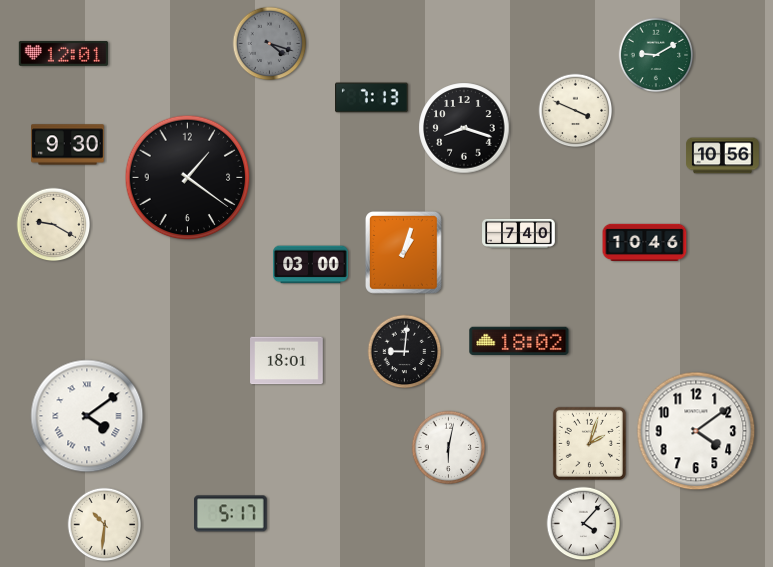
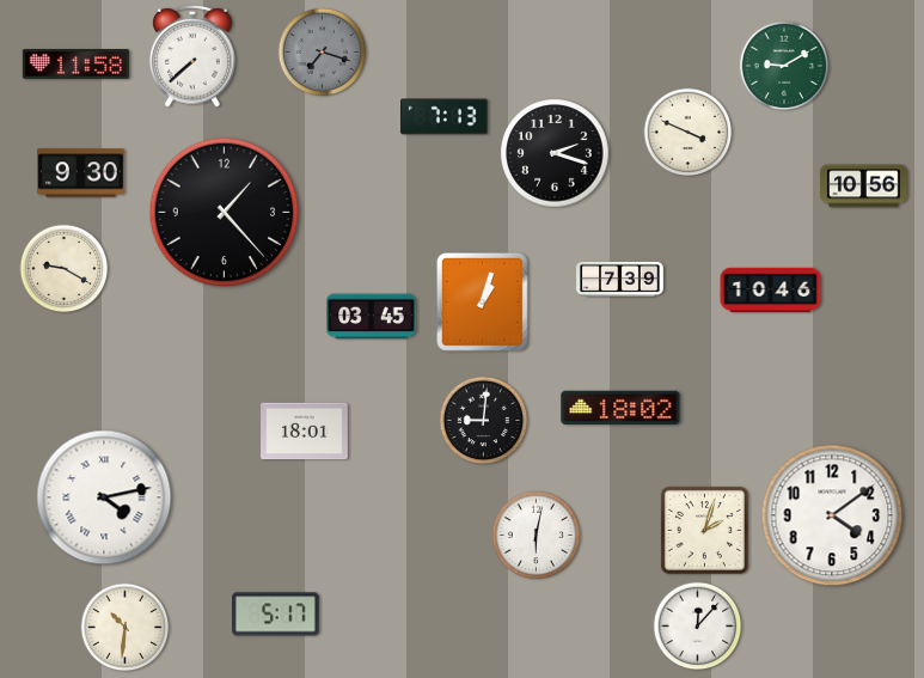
clock at (270, 44): 4:18 -> 7:18
clock at (192, 56): none -> 7:38
clock at (63, 53): 12:01 -> 11:58
clock at (464, 128): 8:18 -> 2:18
clock at (188, 178): 1:21 -> 1:23
clock at (519, 233): 7:40 -> 7:39
clock at (311, 265): 03:00 -> 03:45
clock at (287, 361) position: (287, 361) -> (305, 432)
clock at (87, 416): 4:09 -> 4:13
clock at (584, 524): 4:07 -> 12:07
